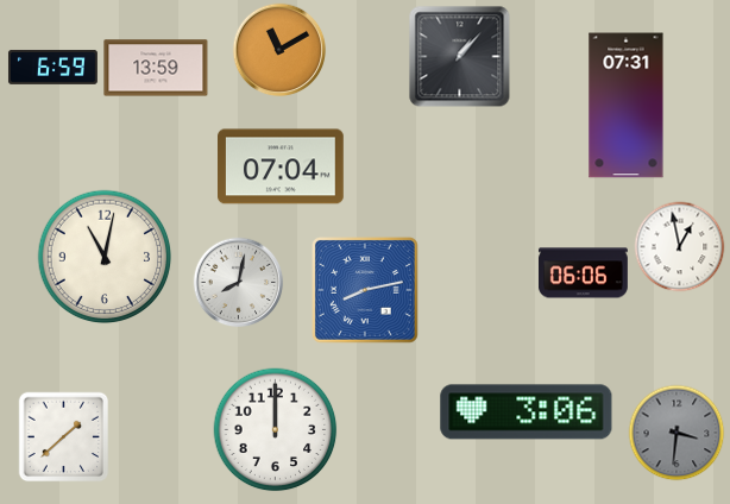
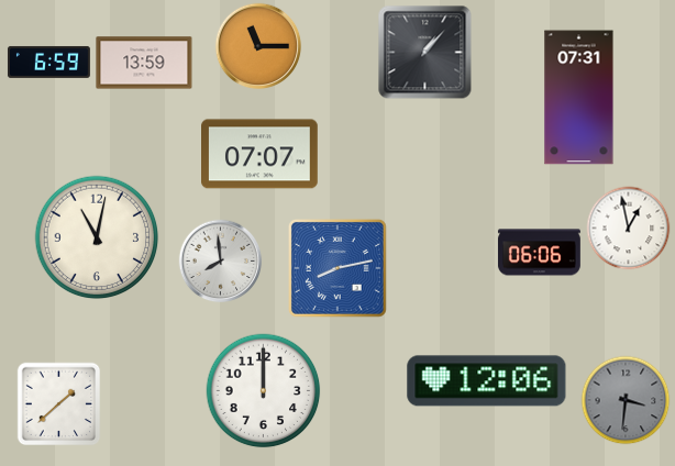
clock at (279, 50): 11:10 -> 11:15
clock at (282, 166): 07:04 -> 07:07
clock at (239, 283): 8:02 -> 7:59
clock at (527, 412): 3:06 -> 12:06
clock at (276, 430) position: (276, 430) -> (264, 391)
